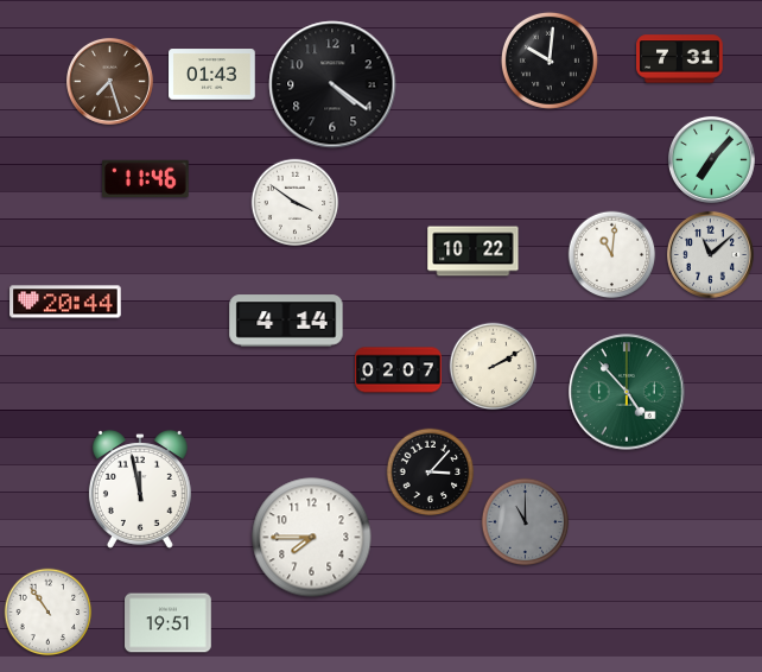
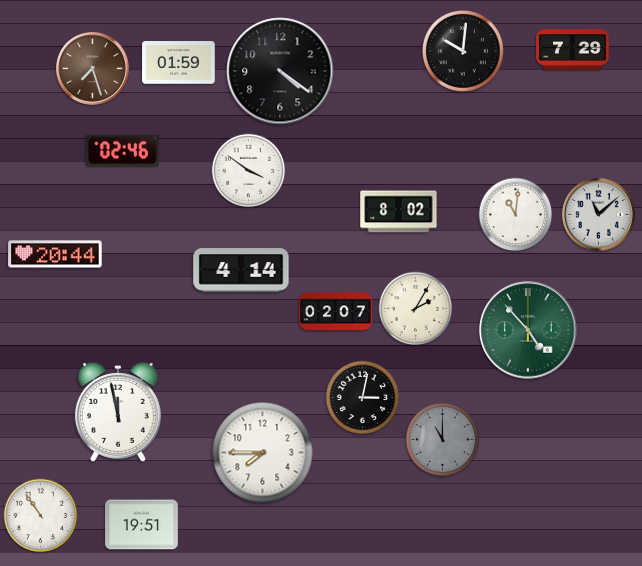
clock at (680, 59): 7:31 -> 7:29
clock at (212, 75): 01:43 -> 01:59
clock at (711, 159): 7:07 -> none
clock at (146, 178): 11:46 -> 02:46
clock at (474, 252): 10:22 -> 8:02
clock at (494, 367): 2:10 -> 2:05
clock at (431, 473): 3:07 -> 3:02
